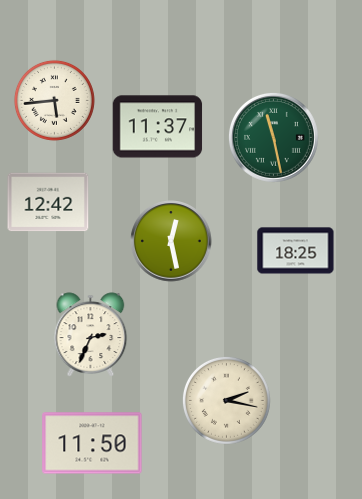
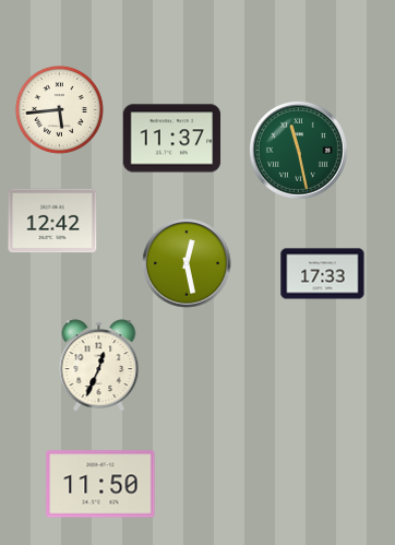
clock at (296, 251): 18:25 -> 17:33
clock at (91, 335): 2:34 -> 12:34
clock at (226, 400): 2:17 -> none
